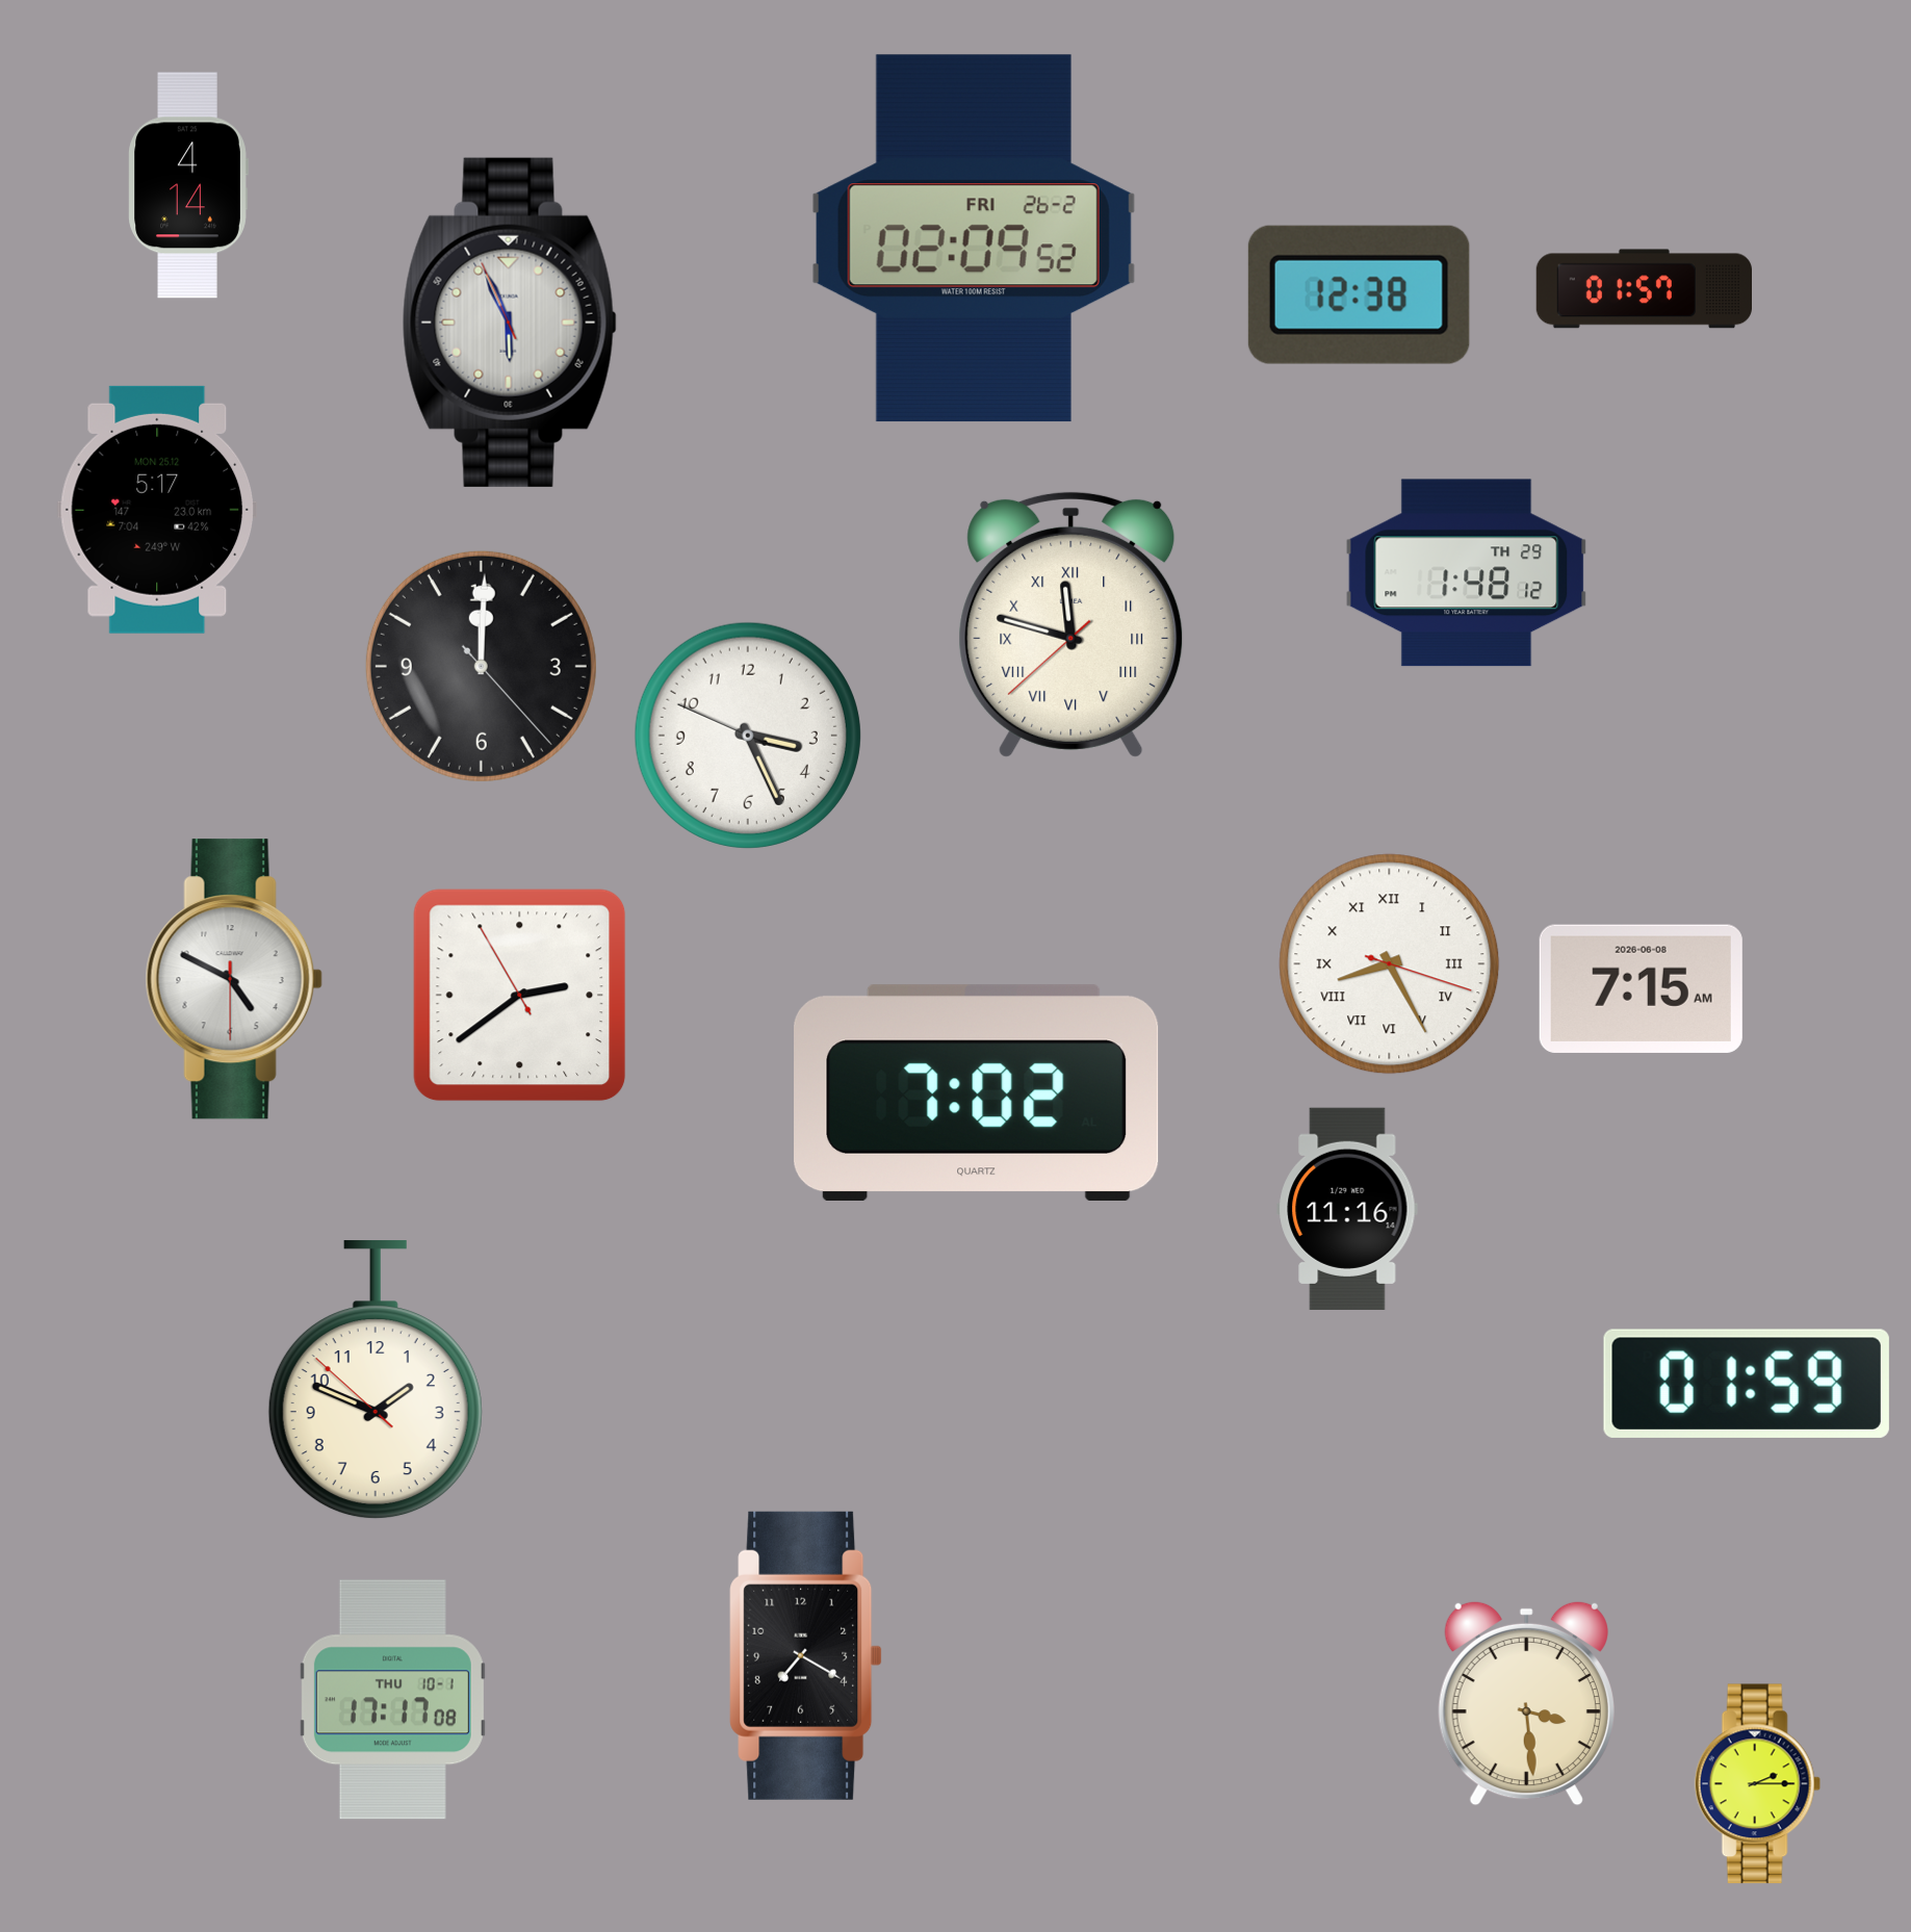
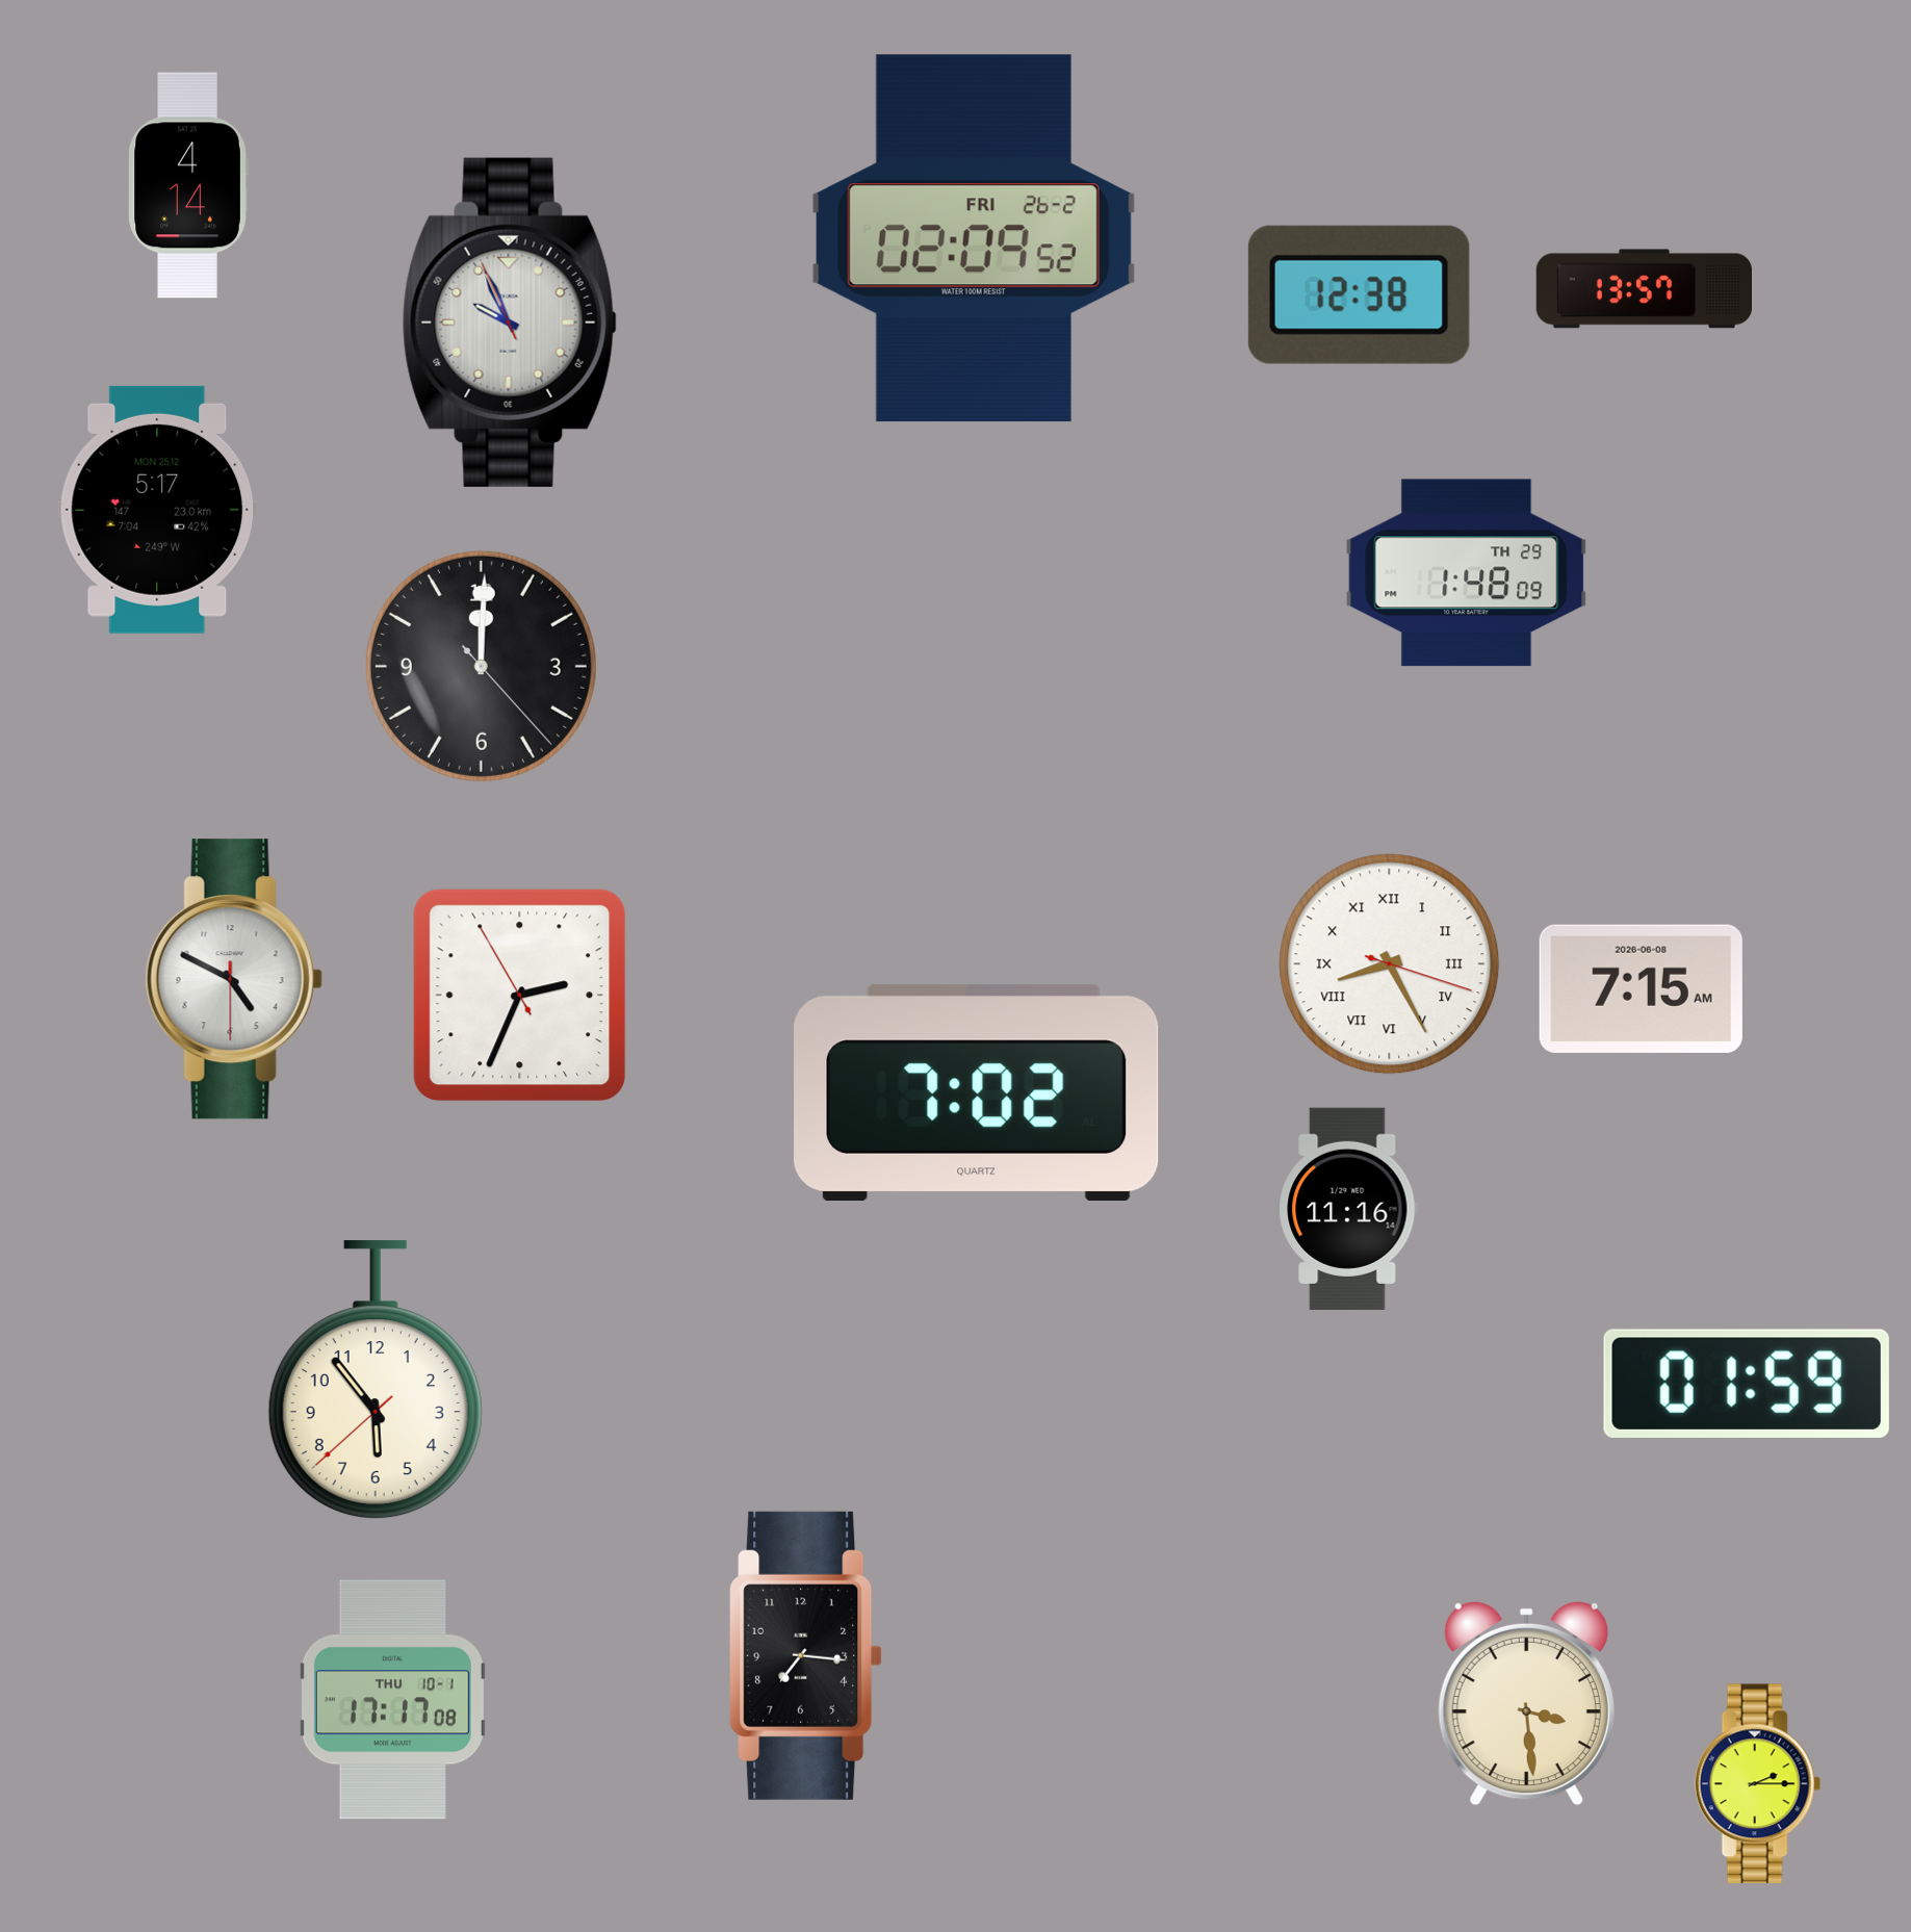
clock at (1644, 289): 01:57 -> 13:57
clock at (510, 323): 5:55 -> 9:55
clock at (1467, 573): 1:48:12 -> 1:48:09
clock at (1071, 624): 11:47 -> none
clock at (748, 736): 3:25 -> none
clock at (520, 996): 2:38 -> 2:33
clock at (376, 1381): 1:48 -> 5:53
clock at (806, 1655): 7:20 -> 7:16
